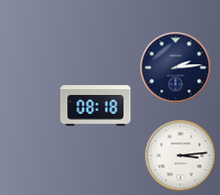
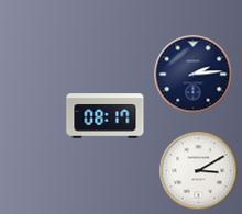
clock at (96, 106): 08:18 -> 08:17
clock at (181, 156): 3:14 -> 3:10
